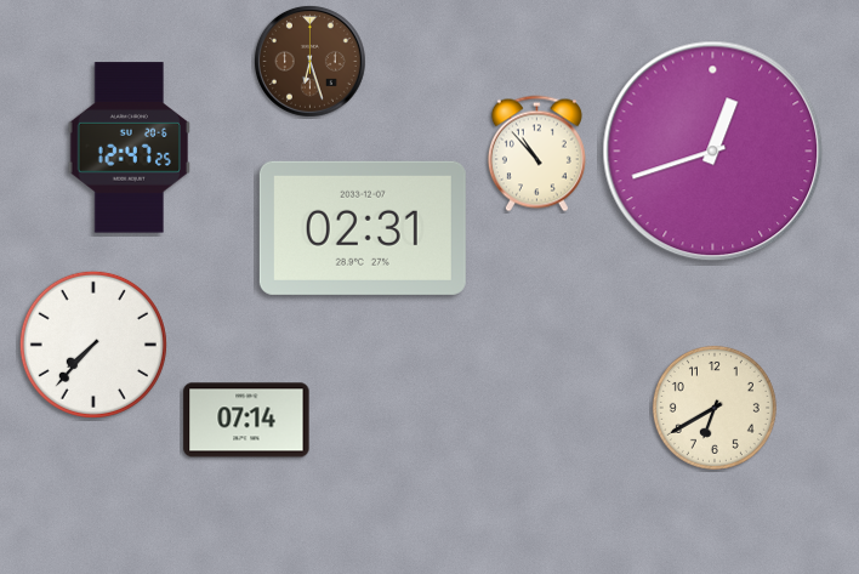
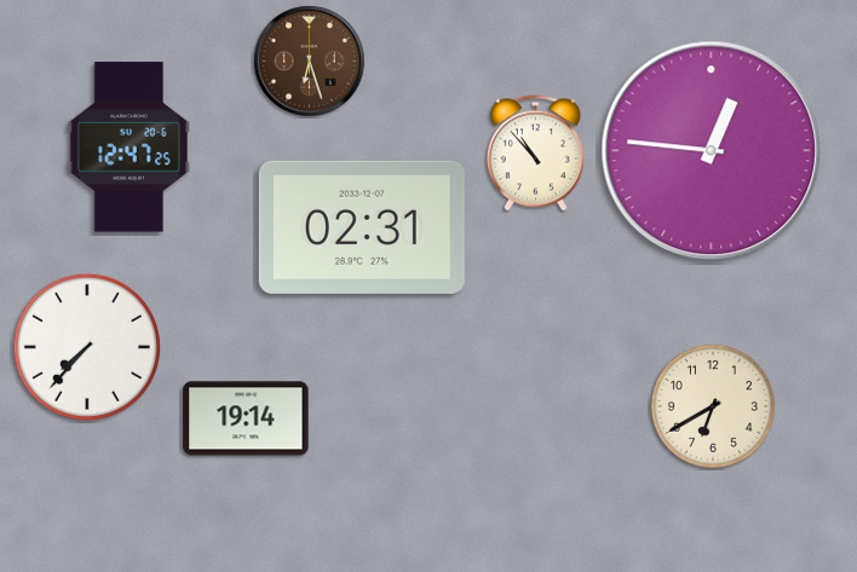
clock at (713, 152): 12:42 -> 12:46
clock at (93, 345) position: (93, 345) -> (87, 347)
clock at (246, 420): 07:14 -> 19:14
